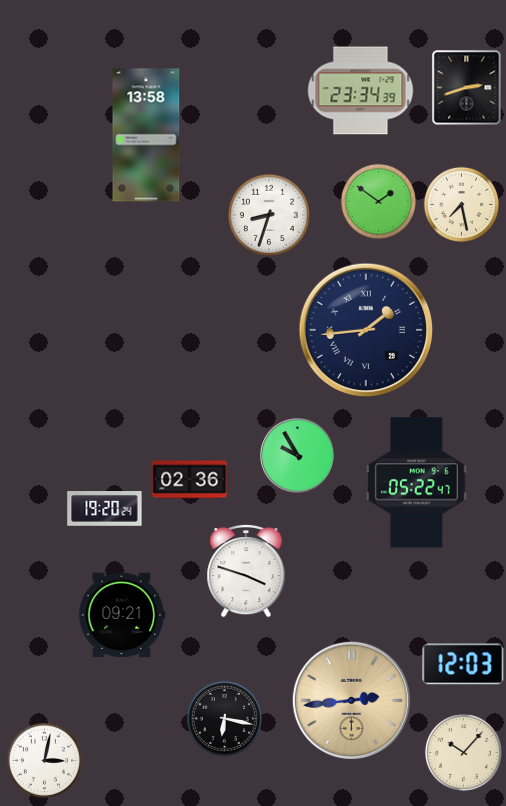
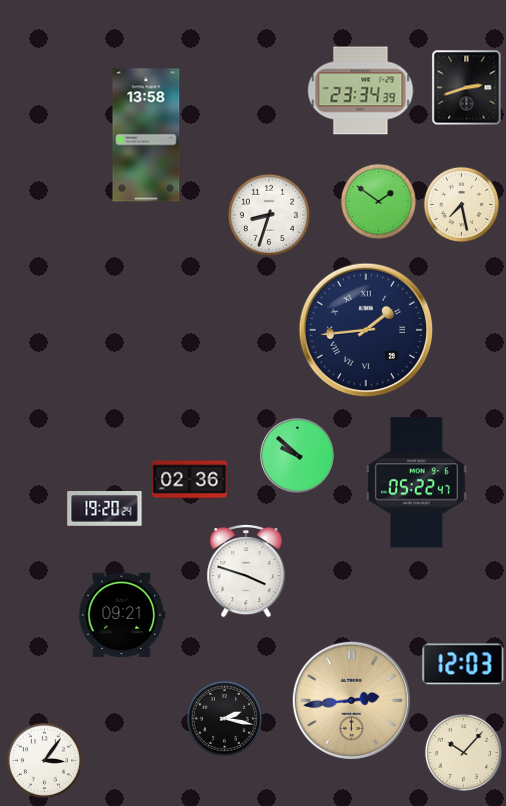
clock at (298, 456): 9:55 -> 9:52
clock at (224, 718): 6:17 -> 2:17
clock at (44, 760): 3:02 -> 3:06
